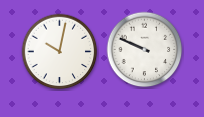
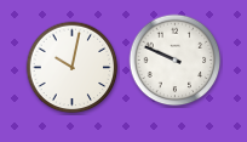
clock at (60, 52) position: (60, 52) -> (73, 68)
